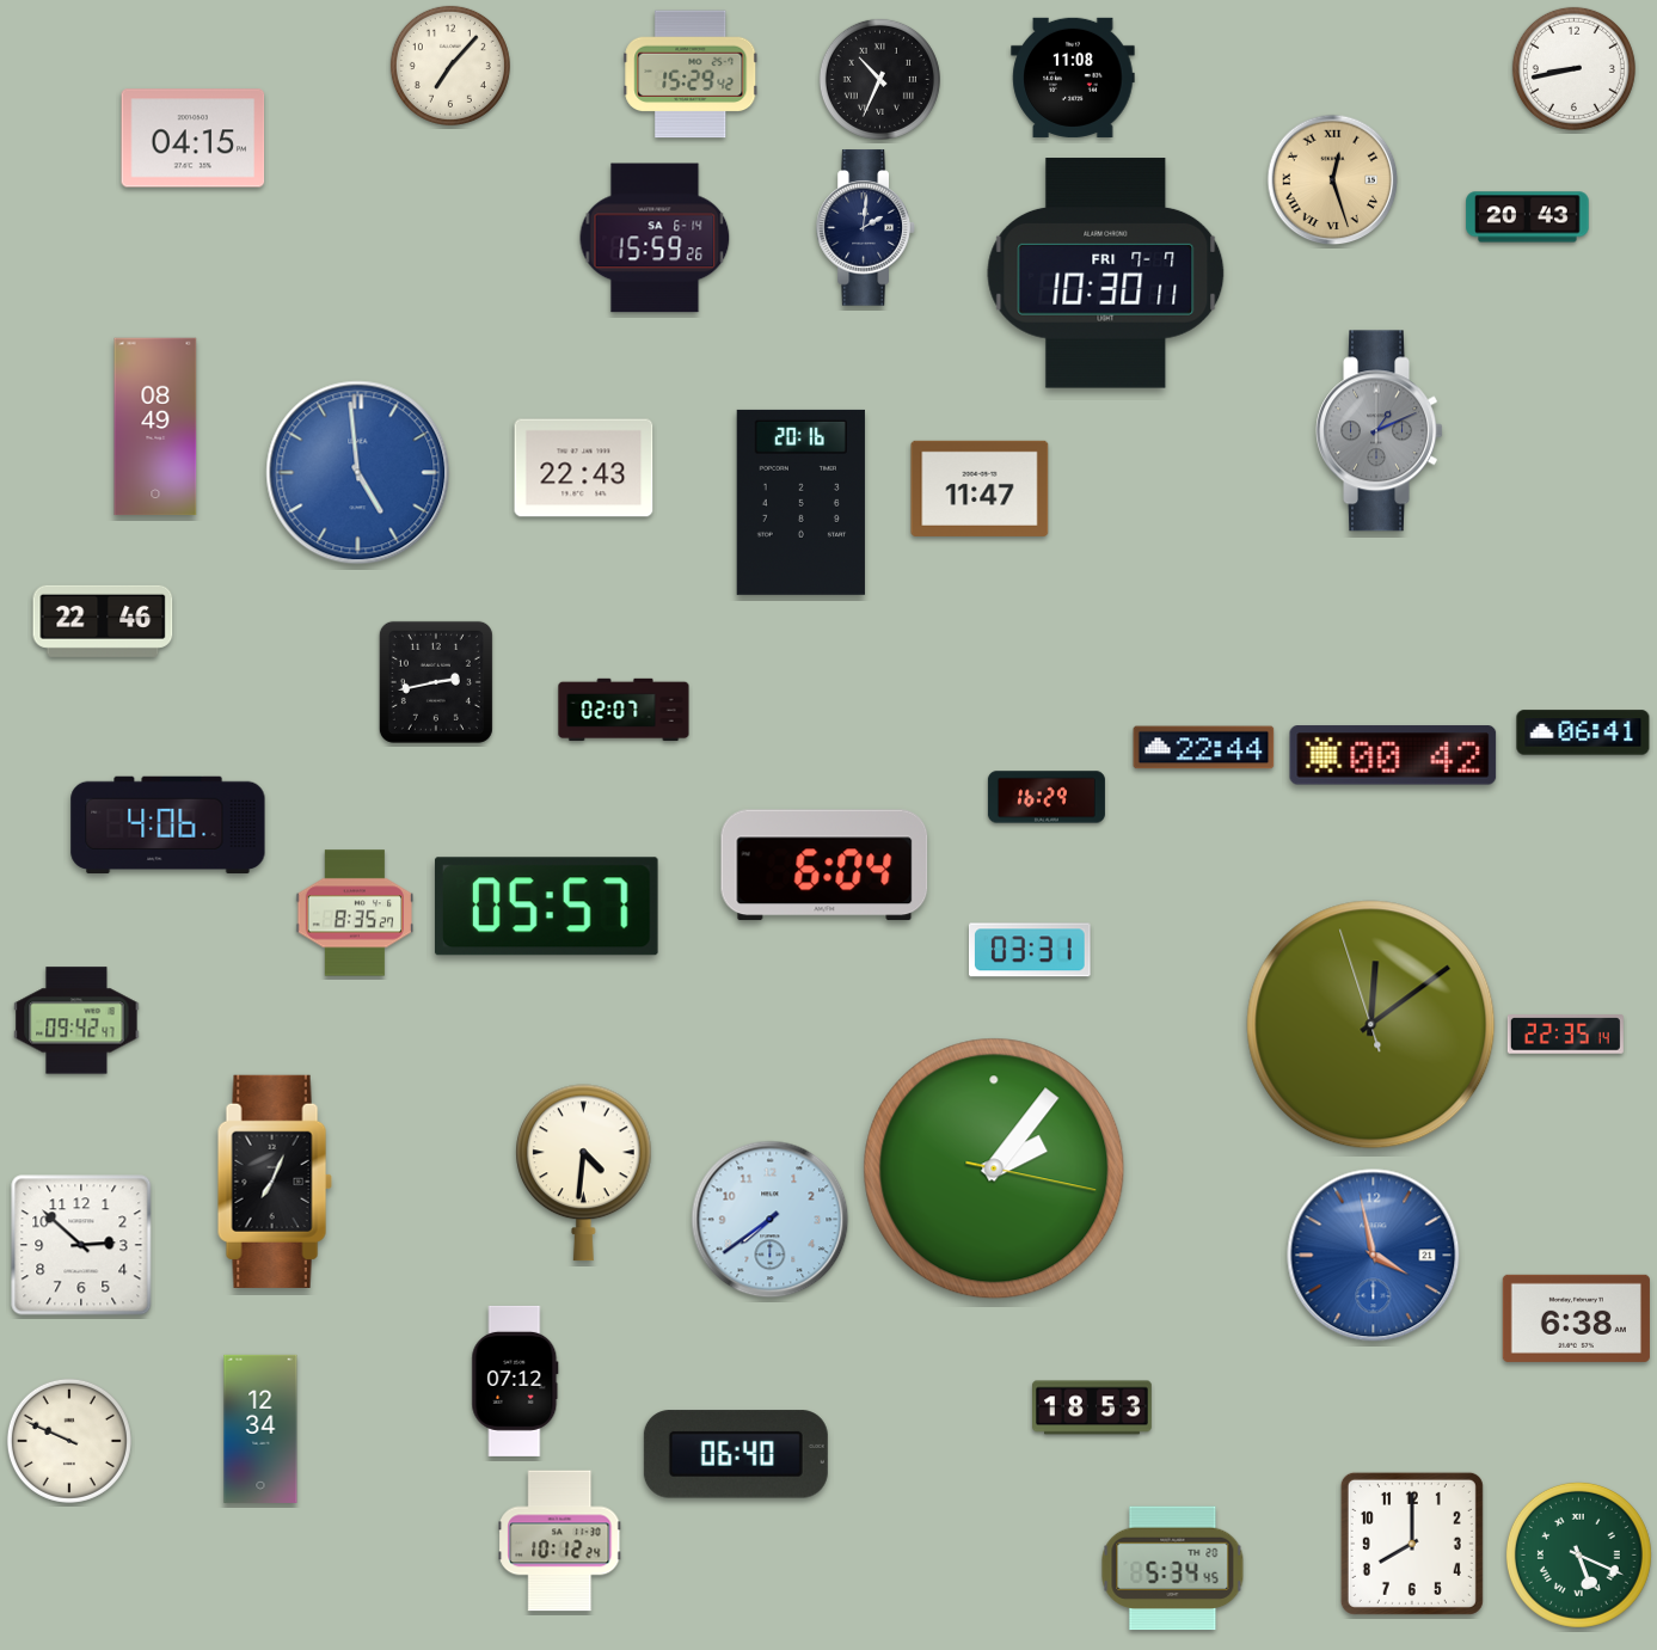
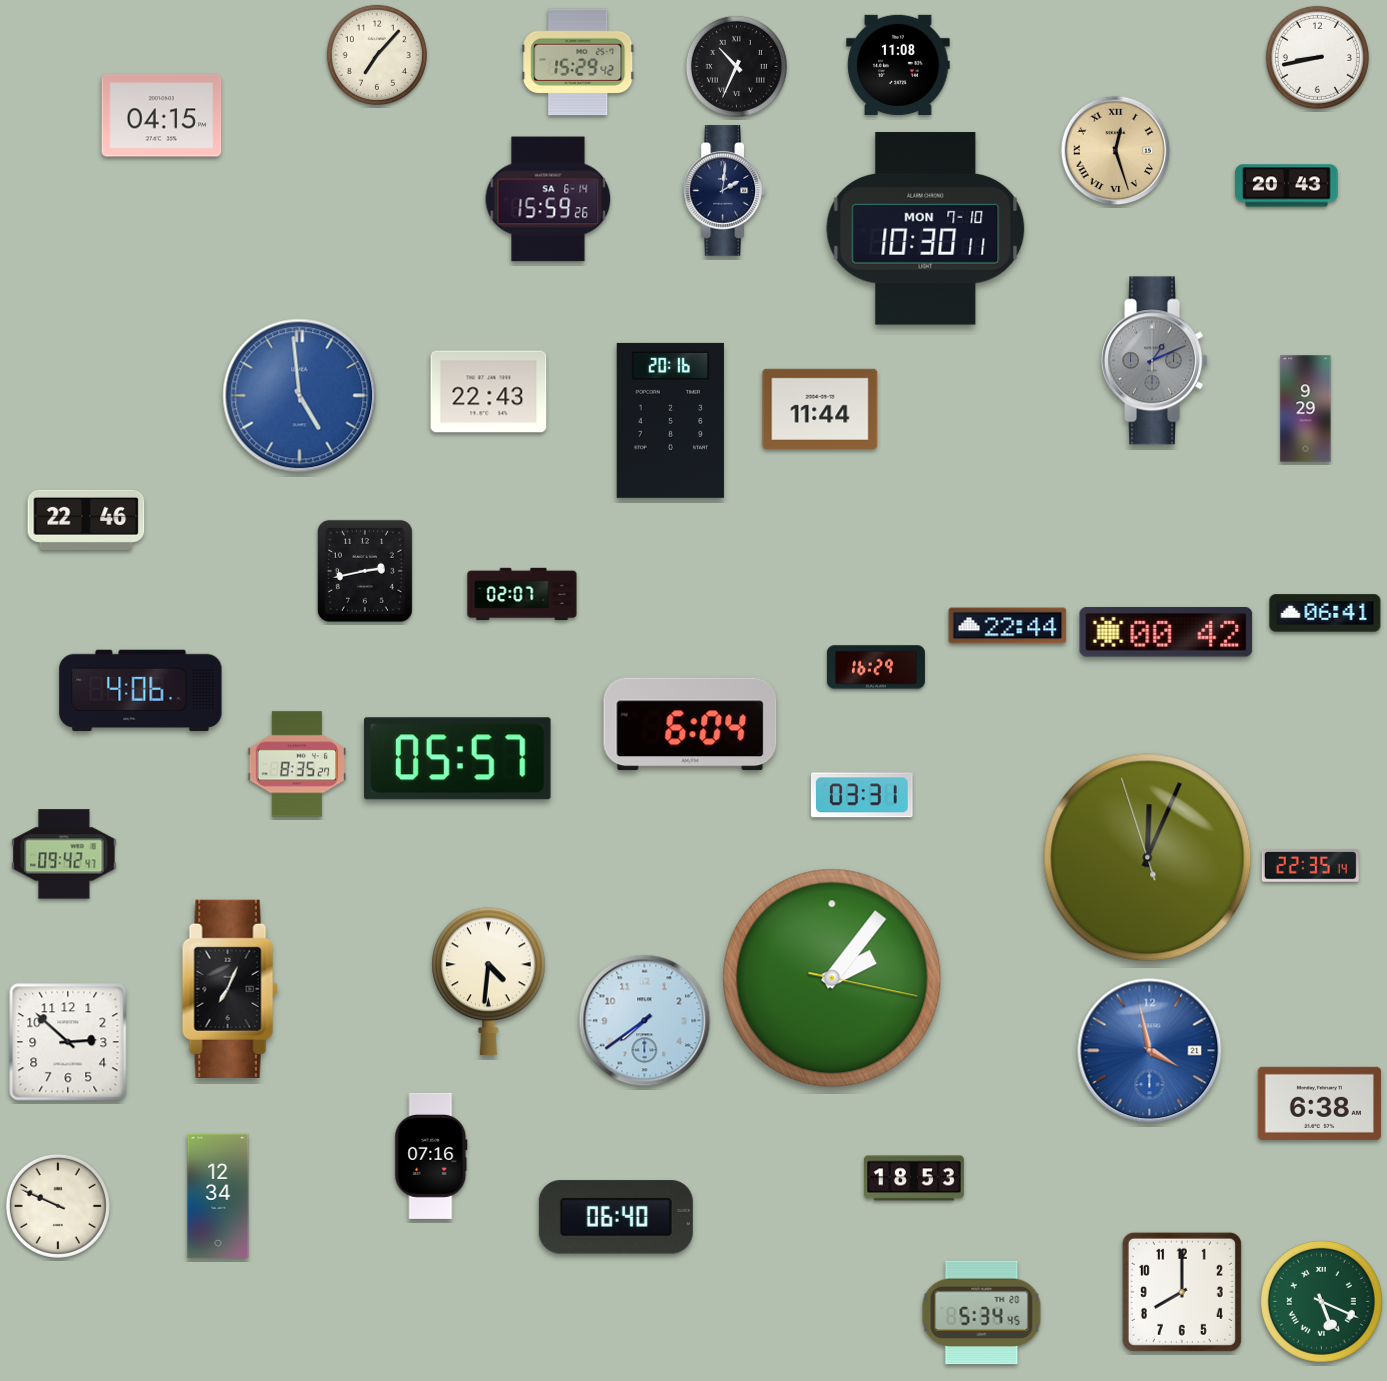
clock at (1528, 217) position: (1528, 217) -> (1287, 186)
clock at (1106, 274) date: FRI 7-7 -> MON 7-10
clock at (155, 427): 08:49 -> none
clock at (980, 489): 11:47 -> 11:44
clock at (1306, 409): none -> 9:29
clock at (1371, 1025): 12:08 -> 12:03
clock at (515, 1381): 07:12 -> 07:16
clock at (560, 1541): 10:12 -> none
